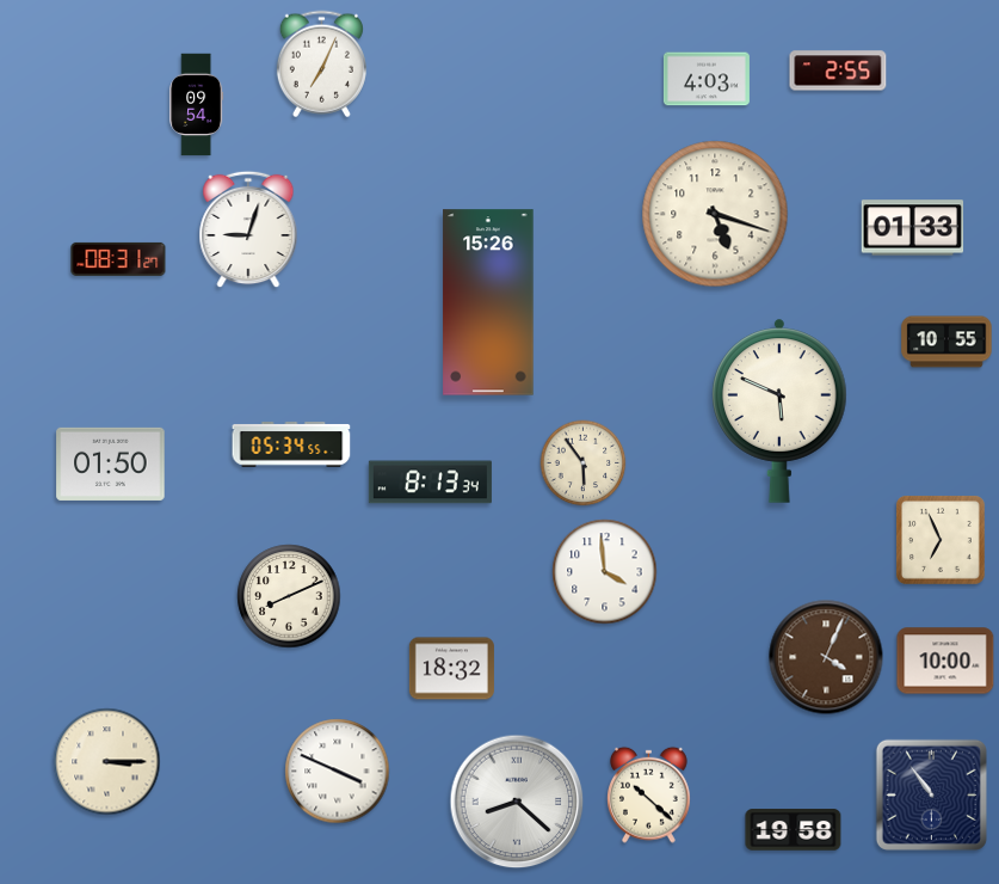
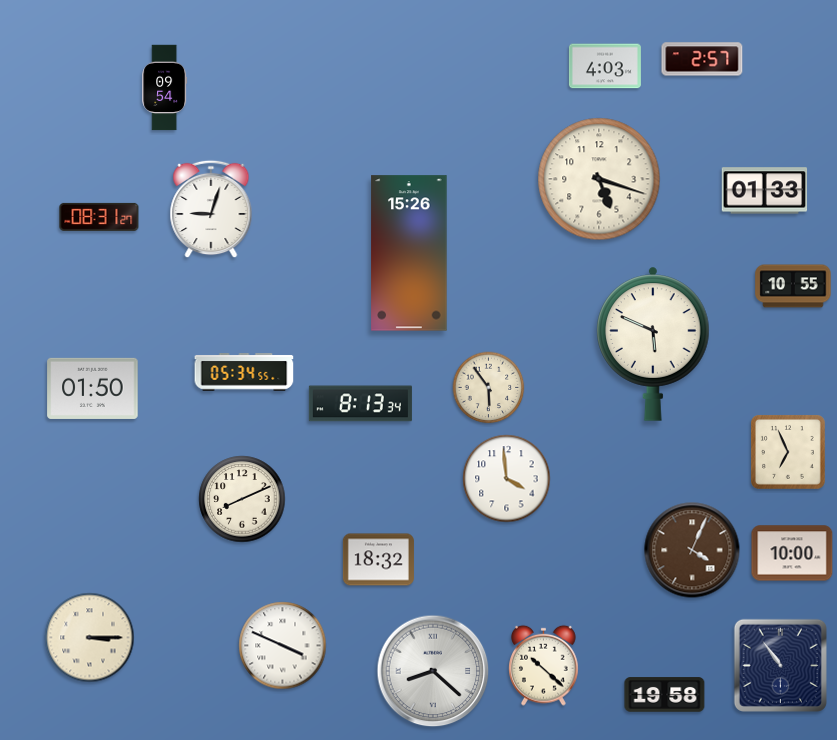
clock at (321, 65): 7:04 -> none
clock at (838, 70): 2:55 -> 2:57
clock at (707, 79) position: (707, 79) -> (605, 66)
clock at (248, 229) position: (248, 229) -> (211, 209)
